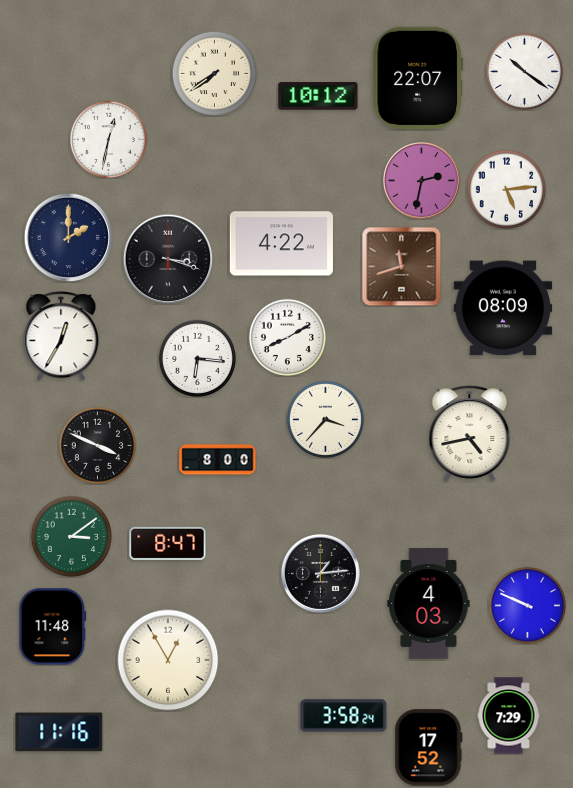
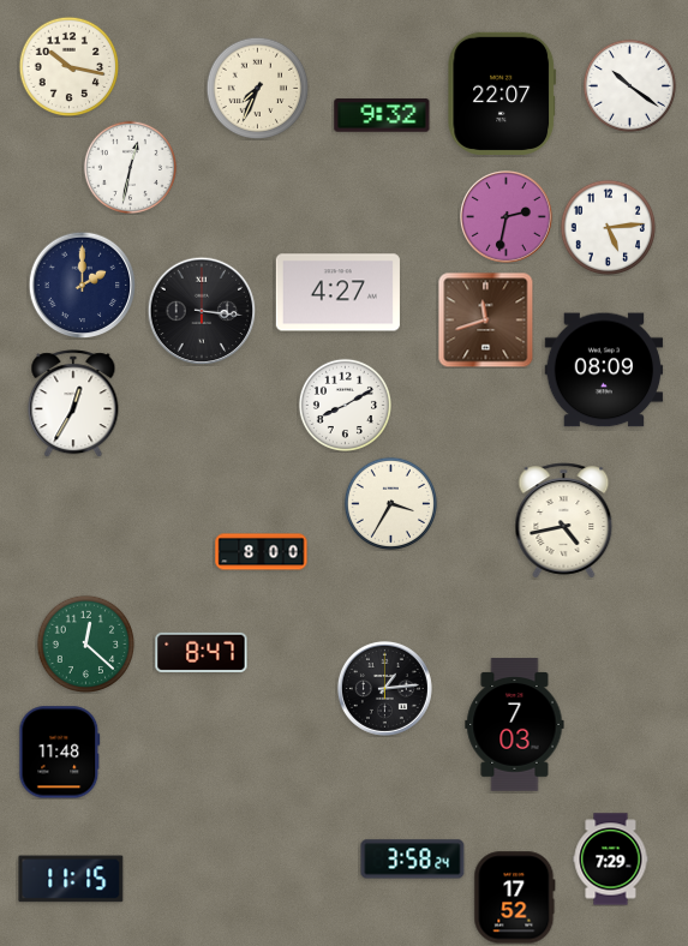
clock at (68, 66): none -> 10:17
clock at (214, 73): 7:39 -> 7:34
clock at (318, 96): 10:12 -> 9:32
clock at (281, 244): 4:22 -> 4:27
clock at (168, 259): 3:18 -> 3:16
clock at (401, 266) position: (401, 266) -> (485, 319)
clock at (197, 358): 6:16 -> none
clock at (325, 419): 3:37 -> 3:35
clock at (97, 445): 3:49 -> none
clock at (71, 536): 3:09 -> 12:22
clock at (429, 604): 4:03 -> 7:03
clock at (527, 605): 9:49 -> none
clock at (53, 627) position: (53, 627) -> (60, 753)
clock at (168, 660): 12:55 -> none
clock at (59, 732): 11:16 -> 11:15
